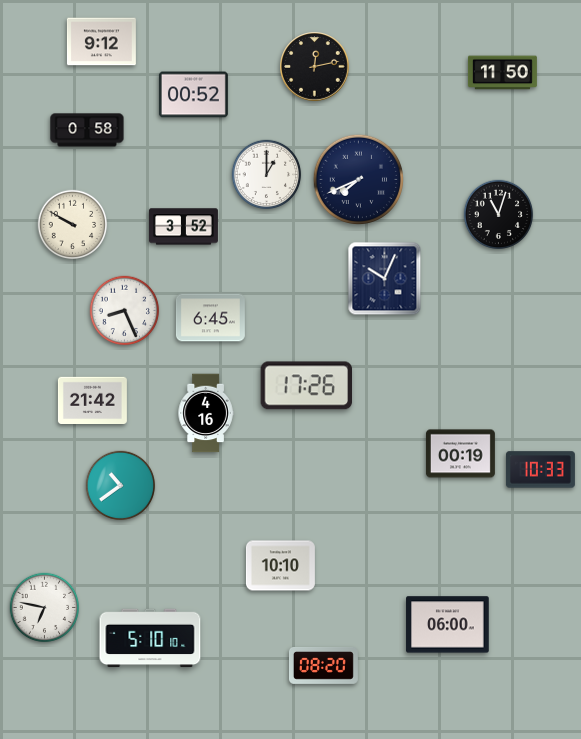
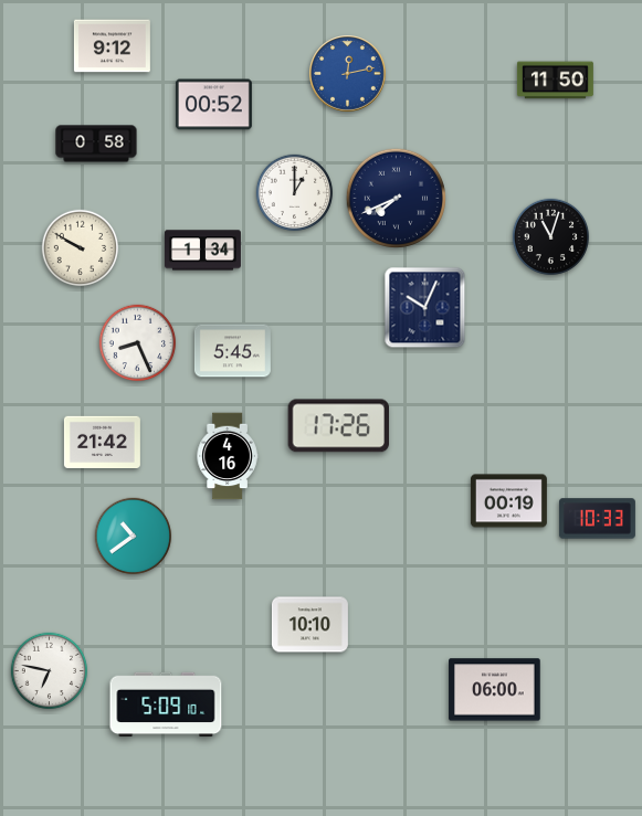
clock at (315, 67) dial: black -> blue
clock at (183, 227): 3:52 -> 1:34
clock at (210, 318): 6:45 -> 5:45
clock at (150, 638): 5:10 -> 5:09
clock at (323, 666): 08:20 -> none
